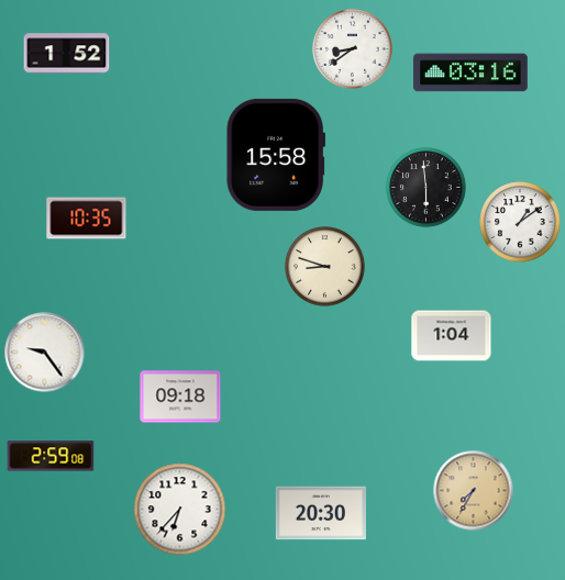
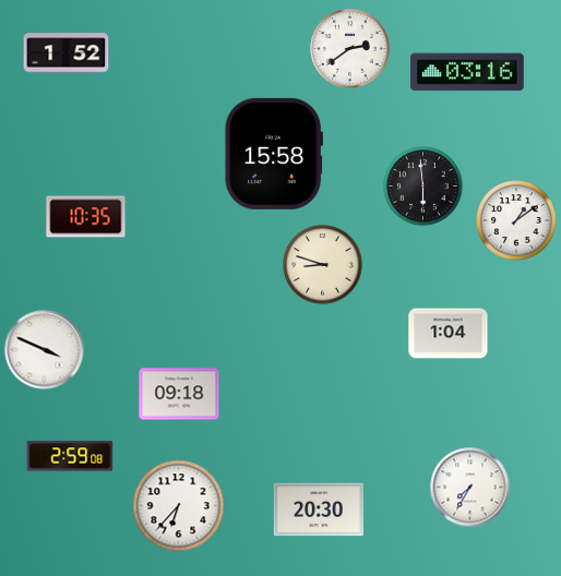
clock at (353, 49): 8:39 -> 2:39
clock at (45, 353): 9:24 -> 3:49
clock at (51, 456) position: (51, 456) -> (70, 456)
clock at (474, 491) dial: champagne -> white
